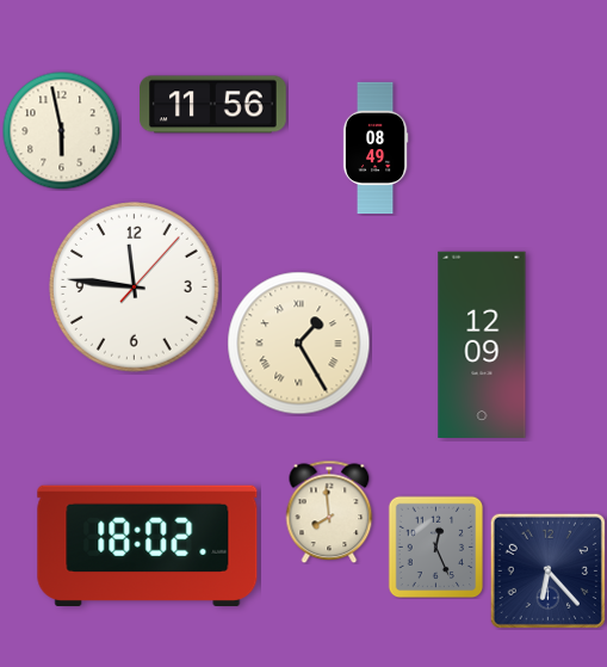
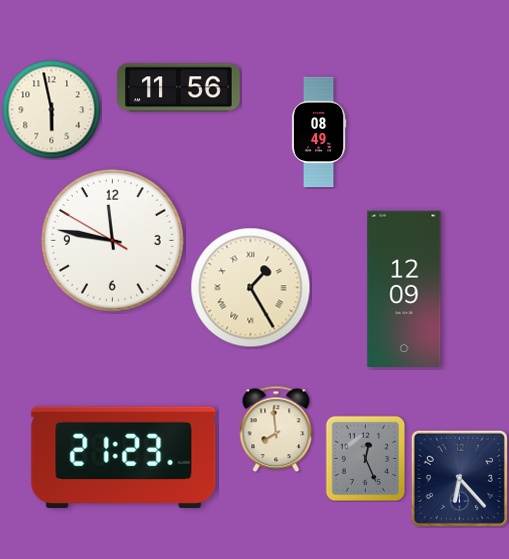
clock at (376, 148) position: (376, 148) -> (319, 132)
clock at (135, 288): 11:46:07 -> 11:46:50
clock at (148, 545): 18:02 -> 21:23
